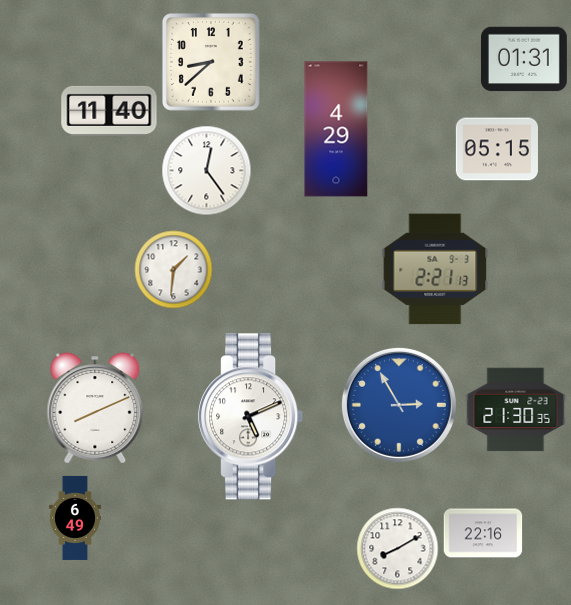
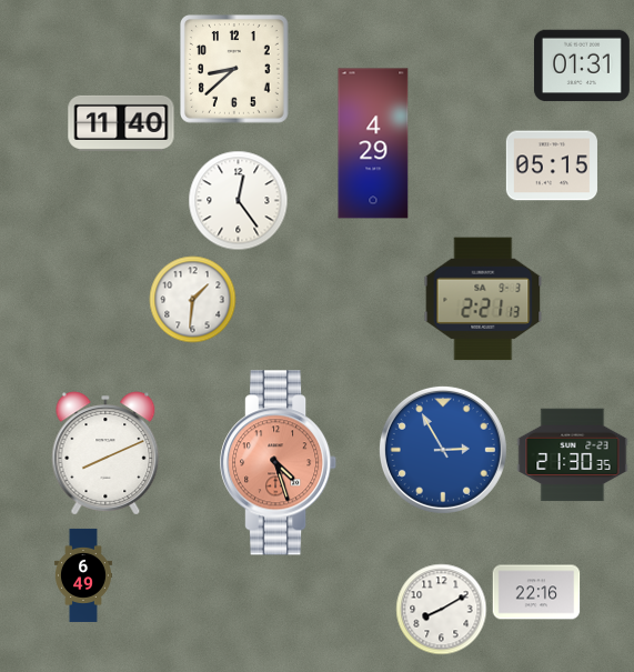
clock at (207, 171) position: (207, 171) -> (239, 201)
clock at (251, 417): 5:11 -> 4:27
clock at (251, 417) dial: white -> salmon
